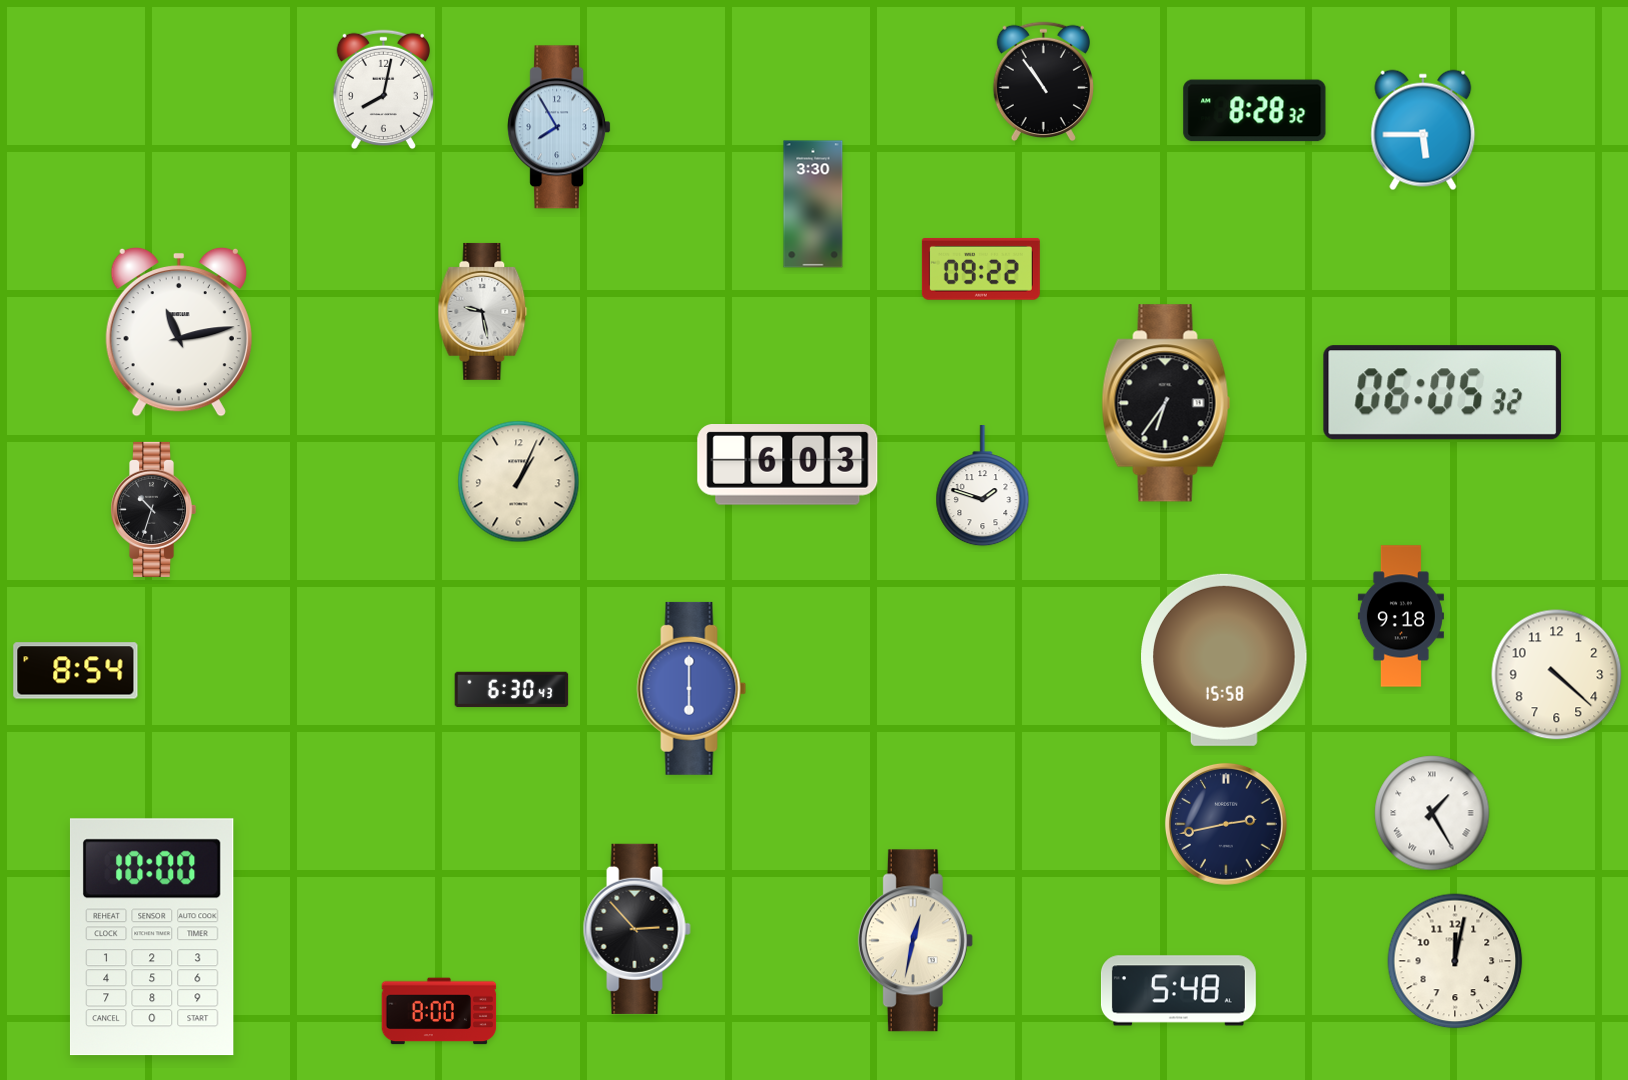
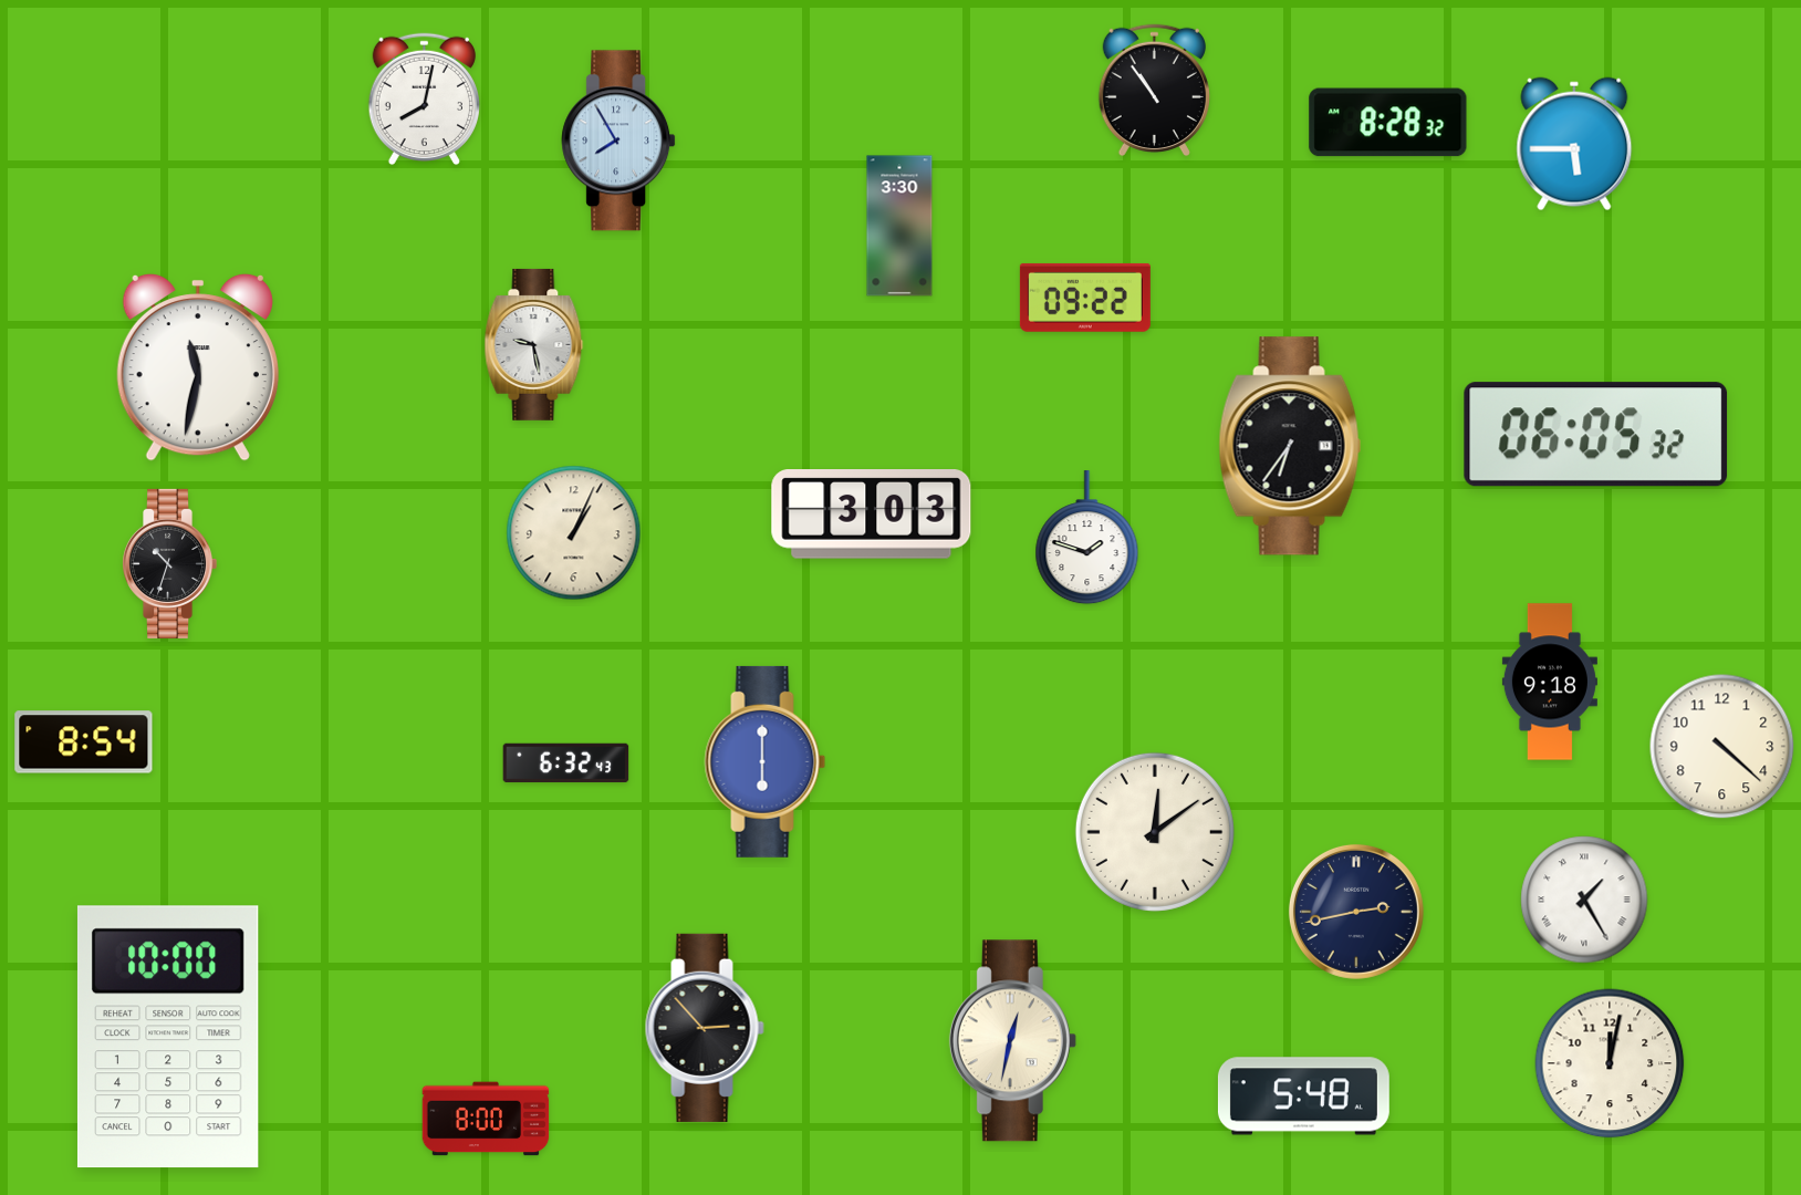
clock at (179, 332): 11:13 -> 11:32
clock at (788, 465): 6:03 -> 3:03
clock at (1224, 660): 15:58 -> none
clock at (512, 690): 6:30 -> 6:32
clock at (1155, 832): none -> 12:09
